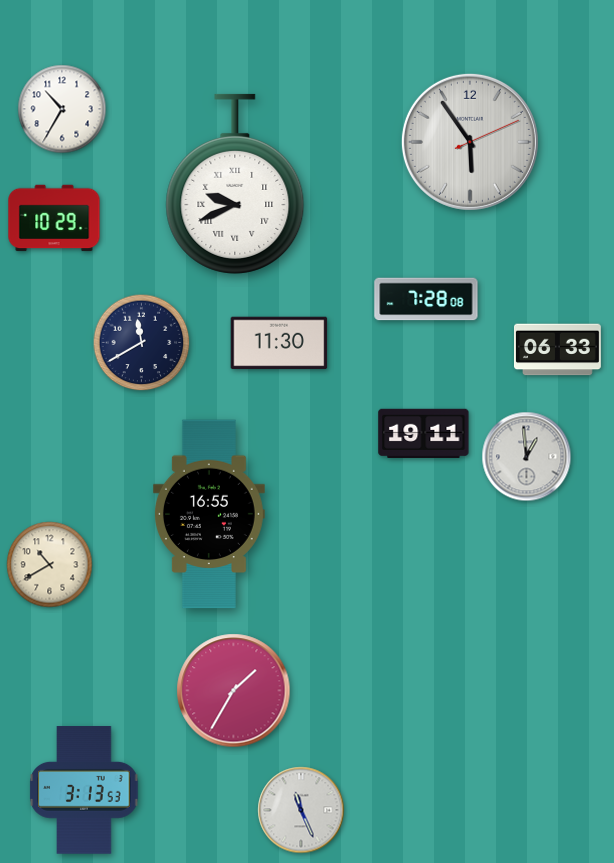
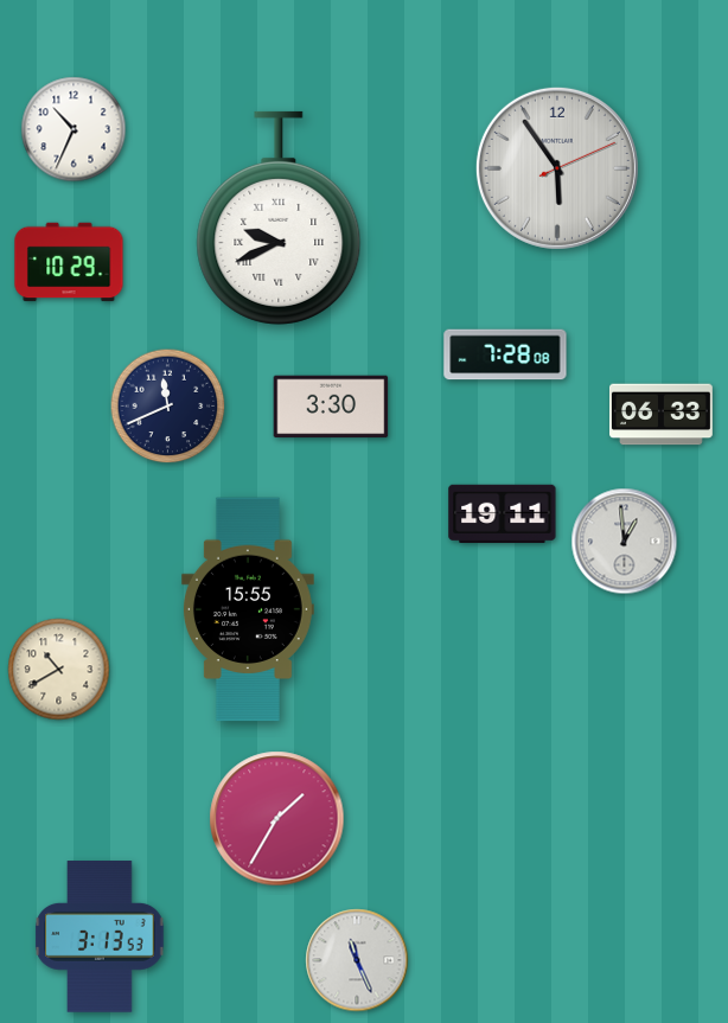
clock at (62, 109): 10:35 -> 10:34
clock at (54, 218) position: (54, 218) -> (69, 262)
clock at (142, 343): 11:40 -> 11:41
clock at (279, 343): 11:30 -> 3:30
clock at (209, 514): 16:55 -> 15:55
